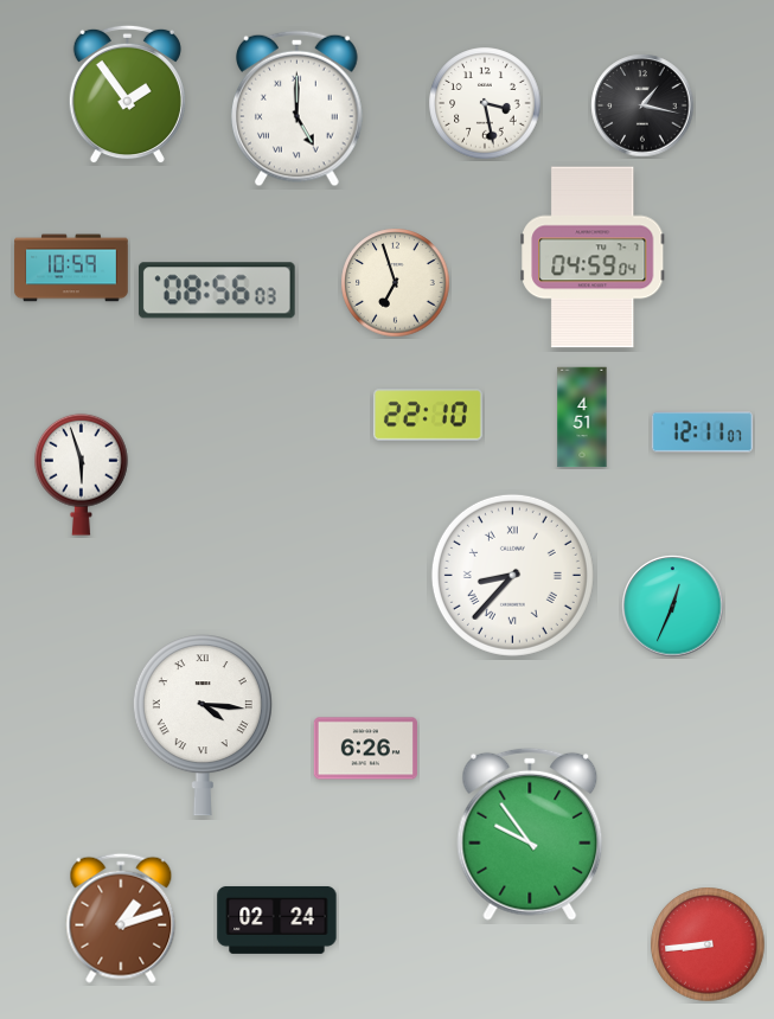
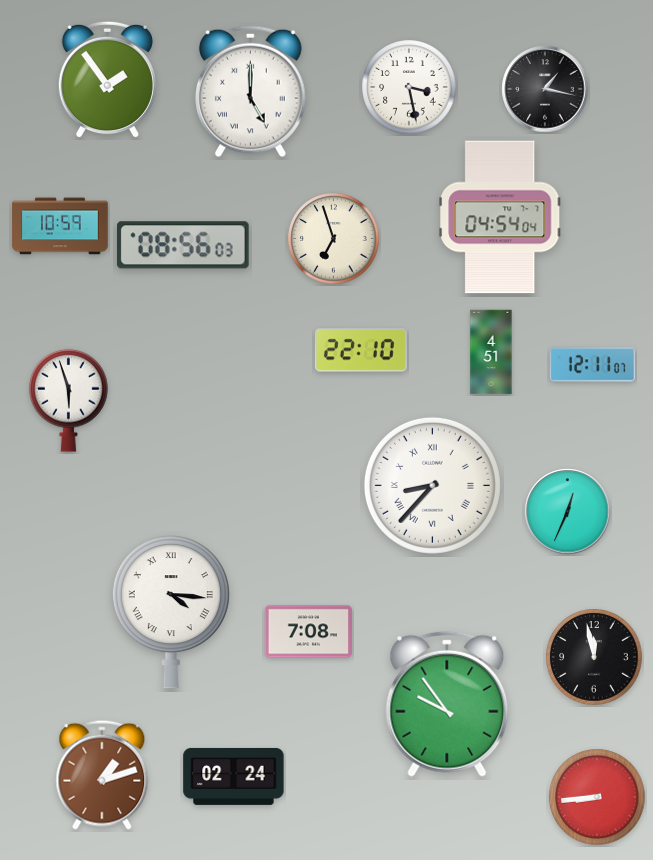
clock at (642, 105) position: (642, 105) -> (545, 89)
clock at (593, 257): 04:59 -> 04:54
clock at (365, 749): 6:26 -> 7:08
clock at (594, 657): none -> 11:58
